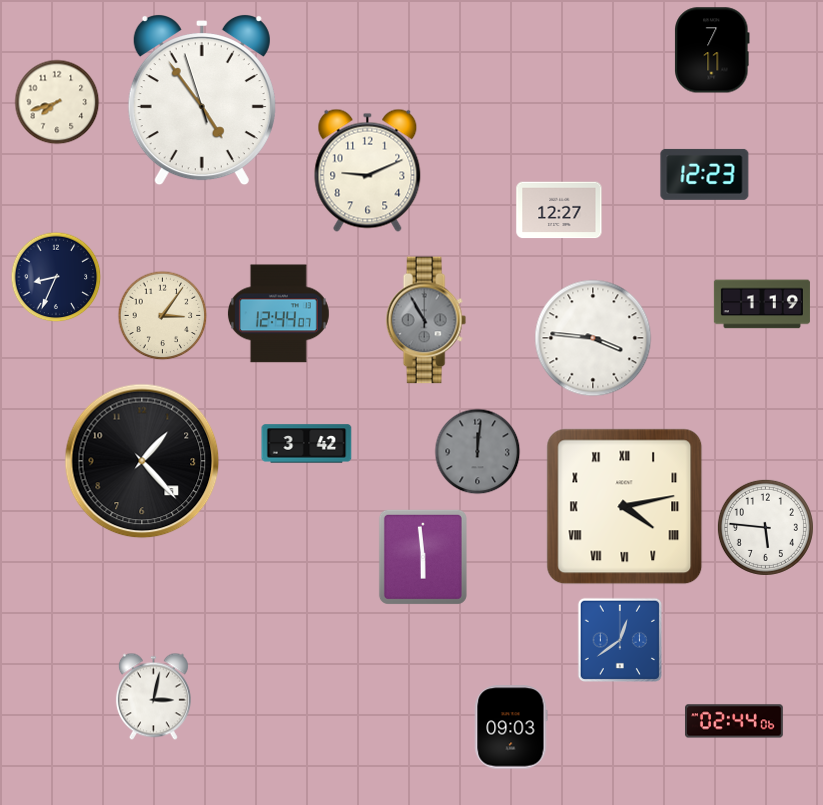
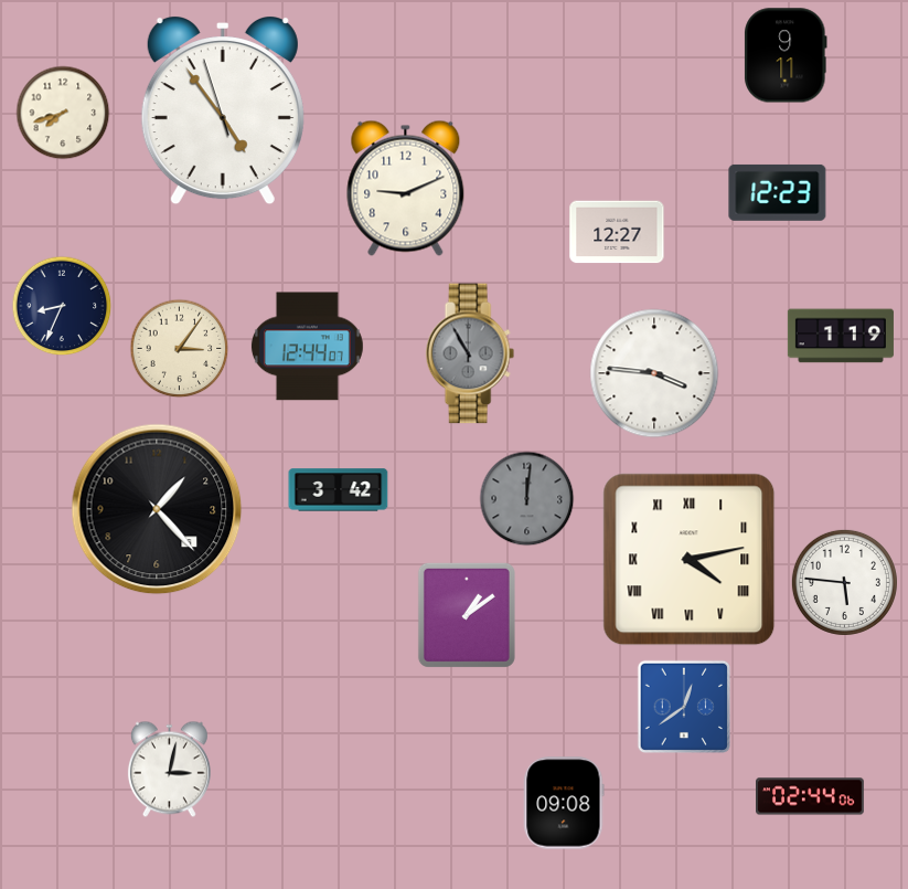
clock at (712, 50): 7:11 -> 9:11
clock at (423, 557): 5:59 -> 1:09
clock at (511, 727): 09:03 -> 09:08
